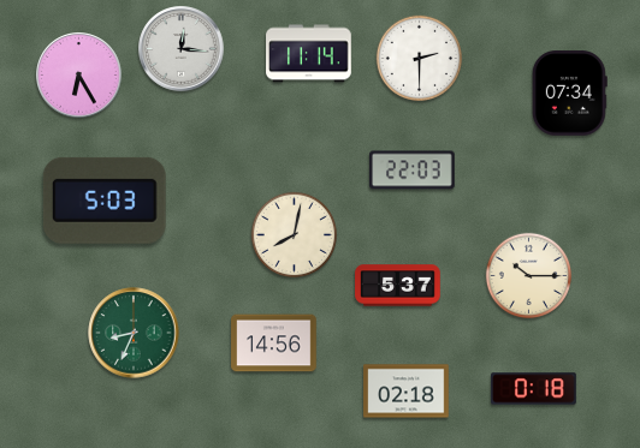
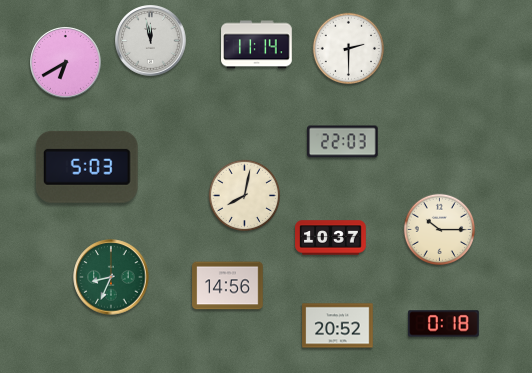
clock at (182, 49): 12:16 -> 11:58
clock at (79, 76): 6:25 -> 6:40
clock at (569, 94): 07:34 -> none
clock at (398, 286): 5:37 -> 10:37
clock at (407, 392): 02:18 -> 20:52
